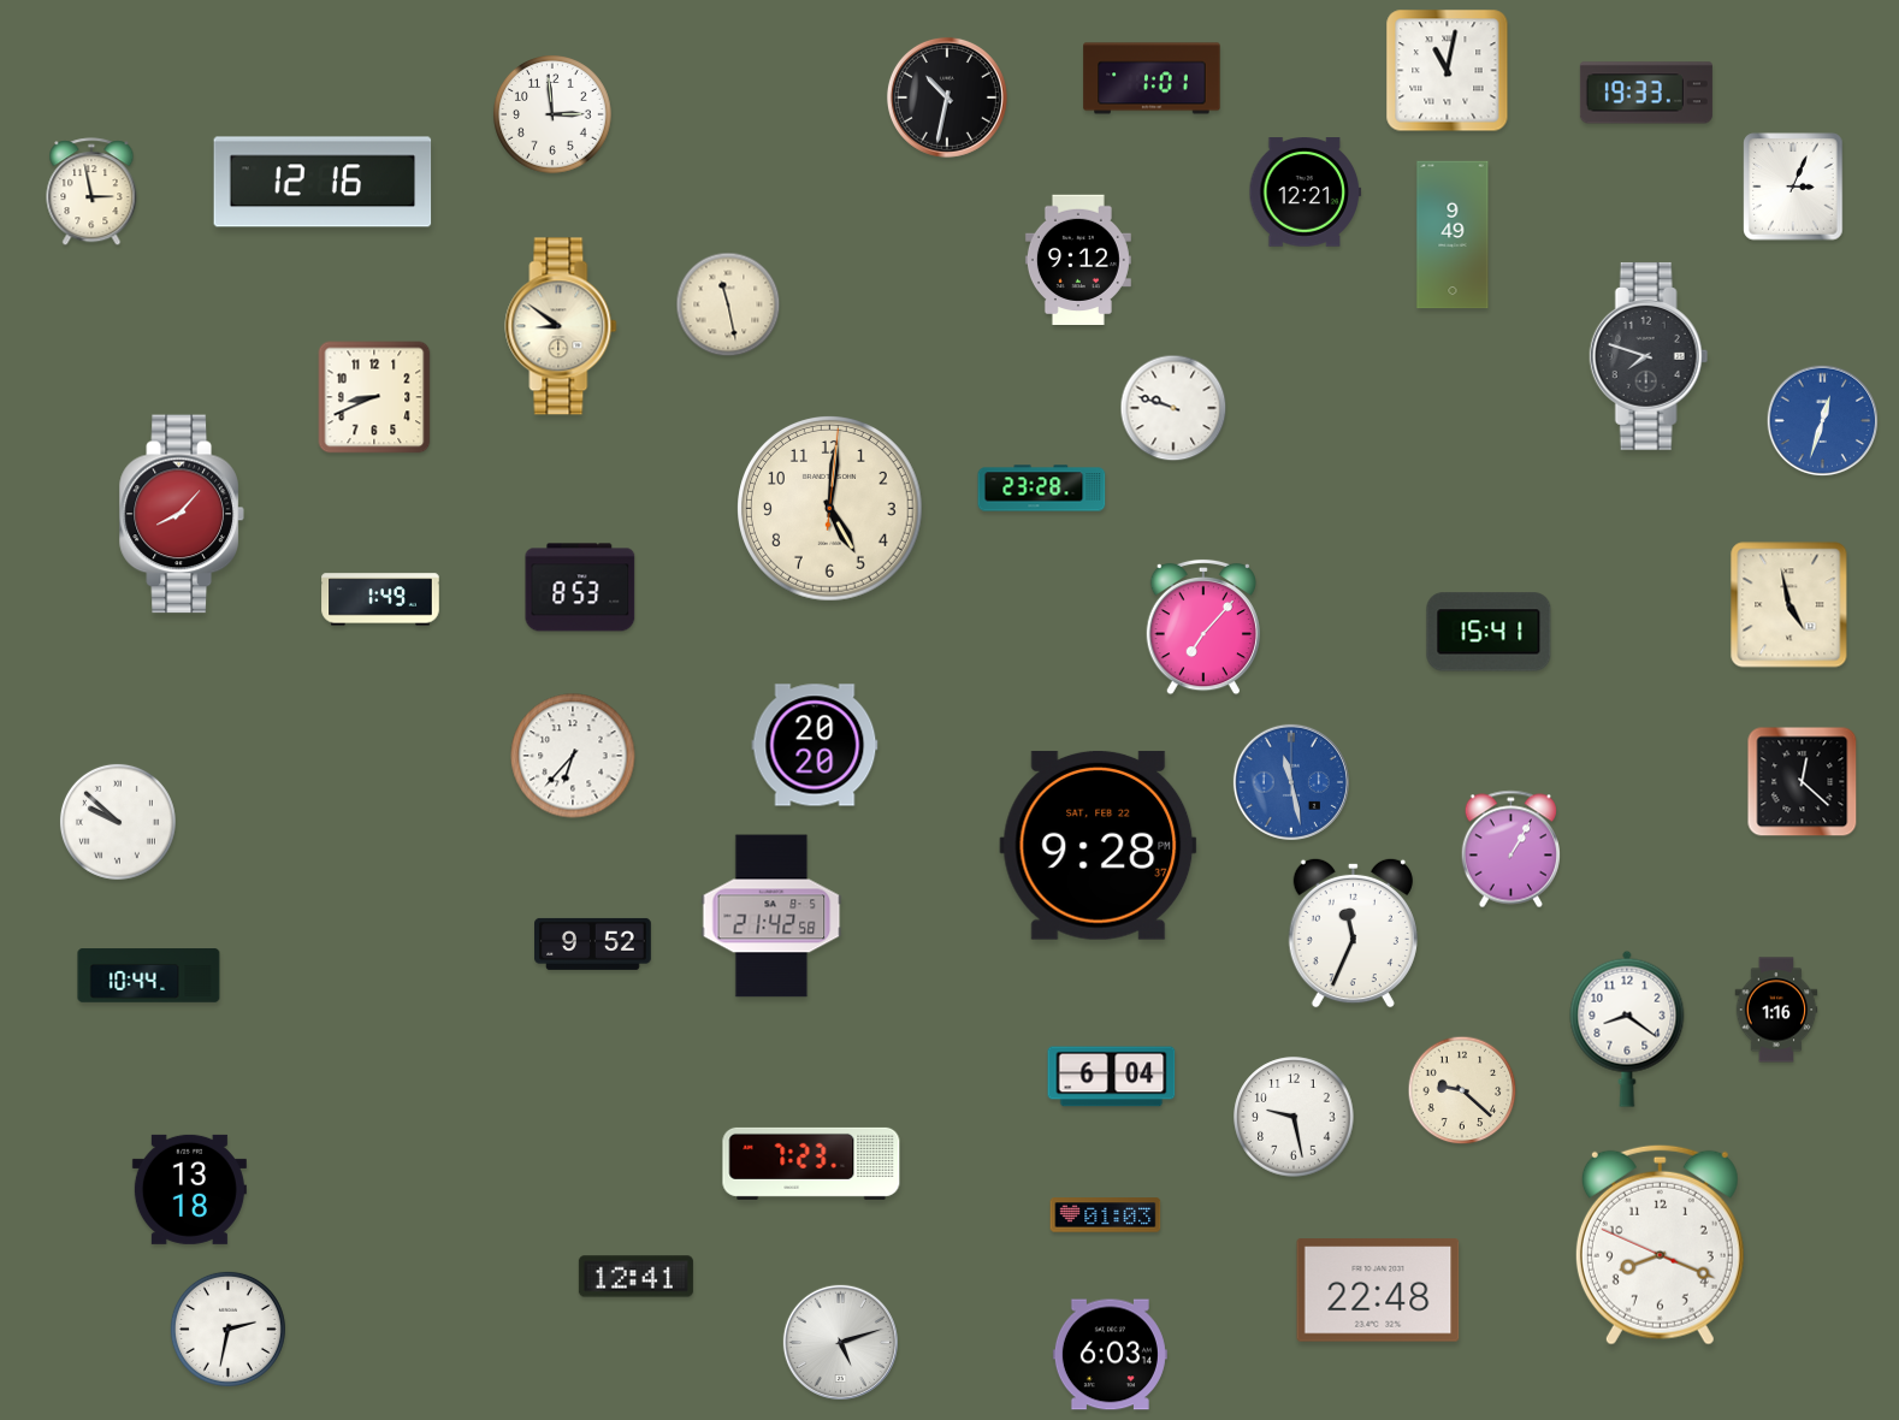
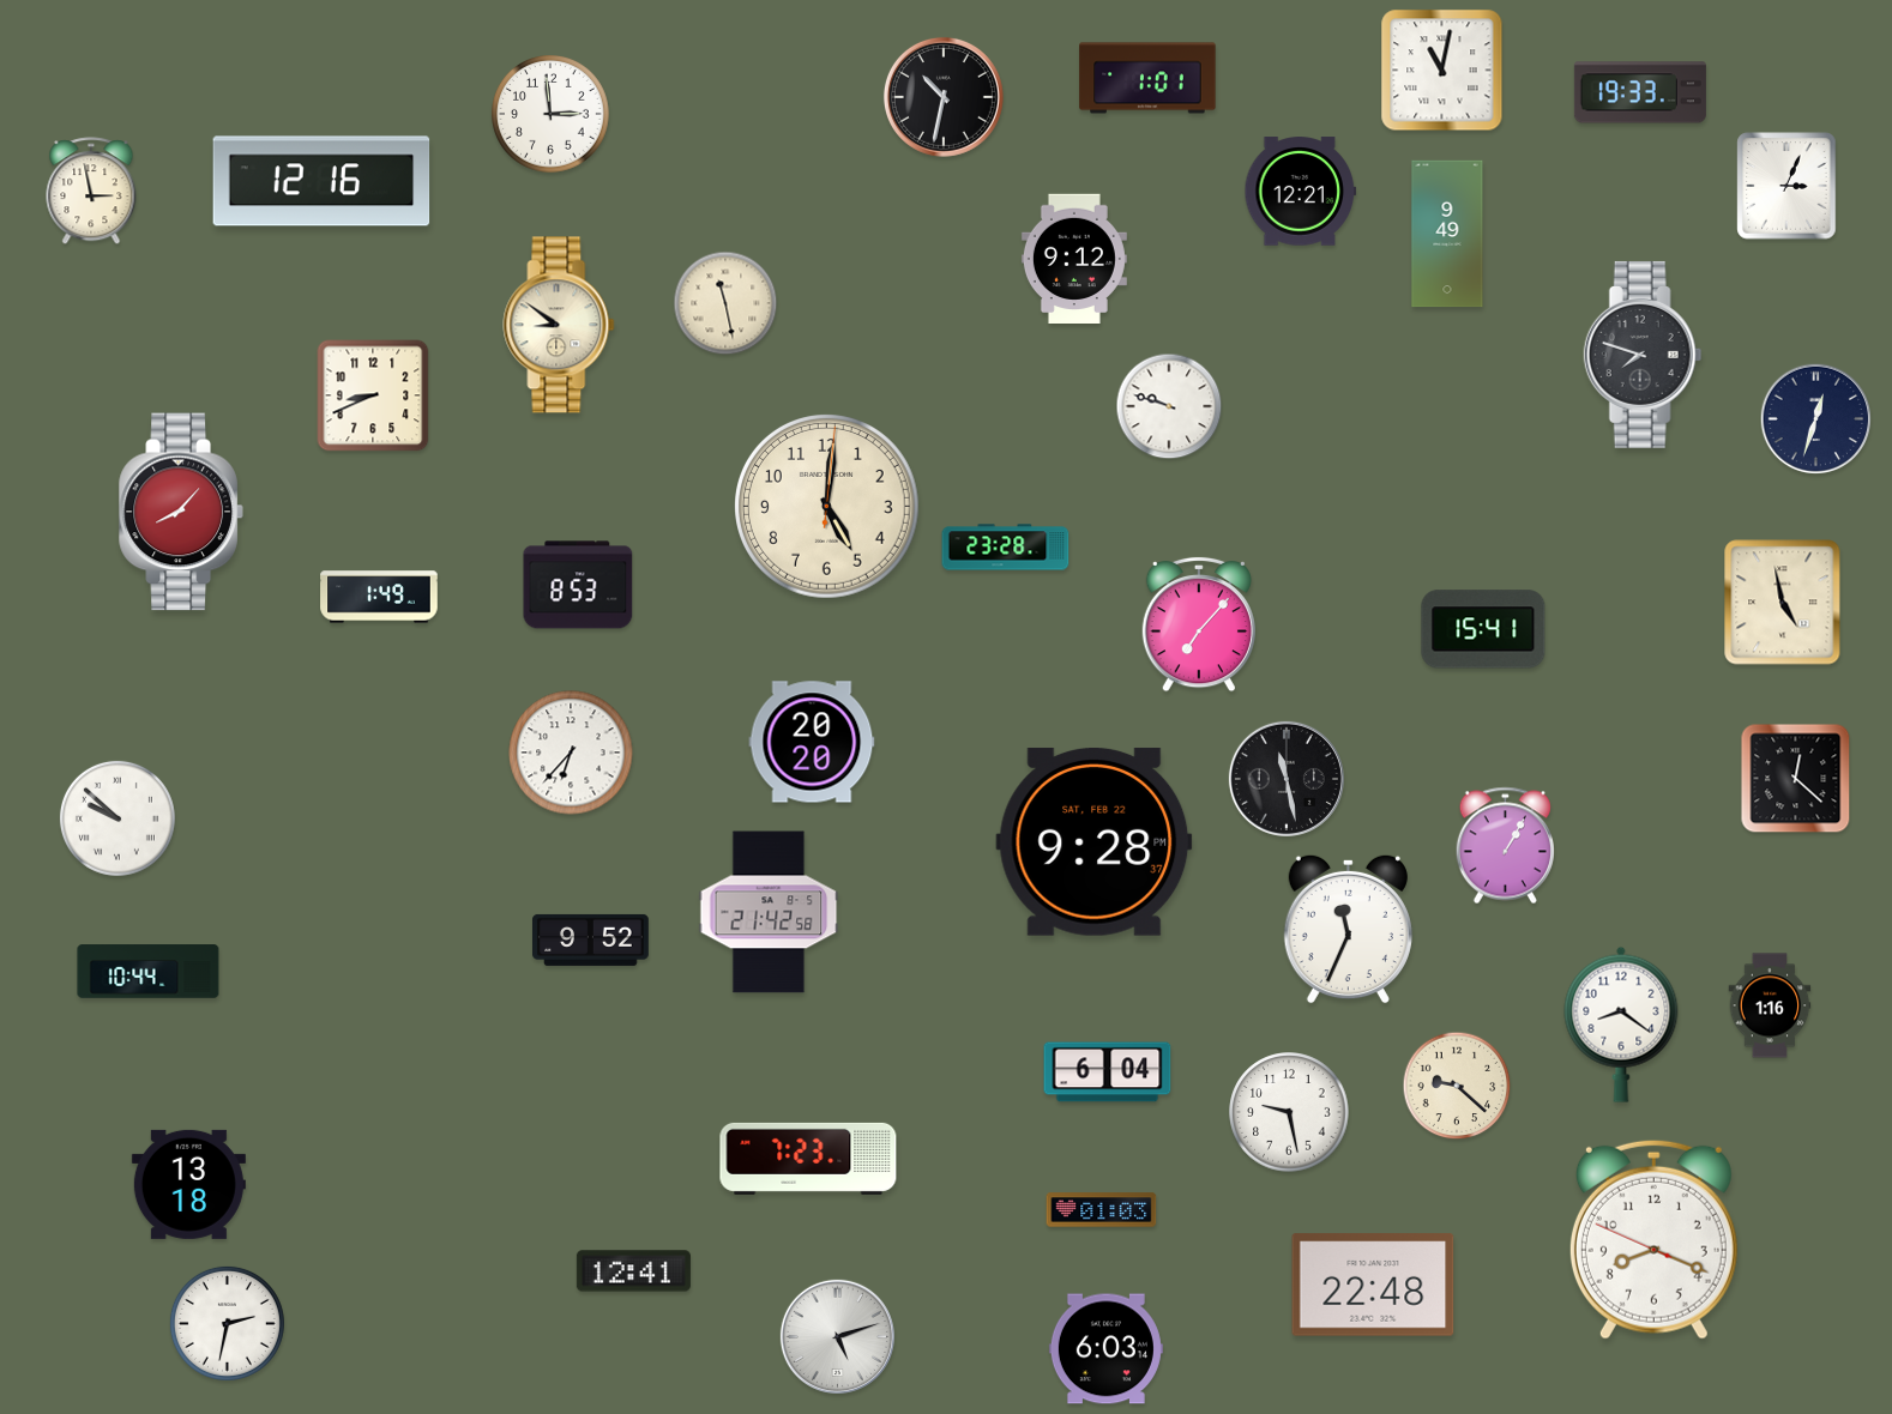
clock at (1823, 421) dial: blue -> navy
clock at (1042, 489) position: (1042, 489) -> (1006, 548)
clock at (1291, 782) dial: blue -> black
